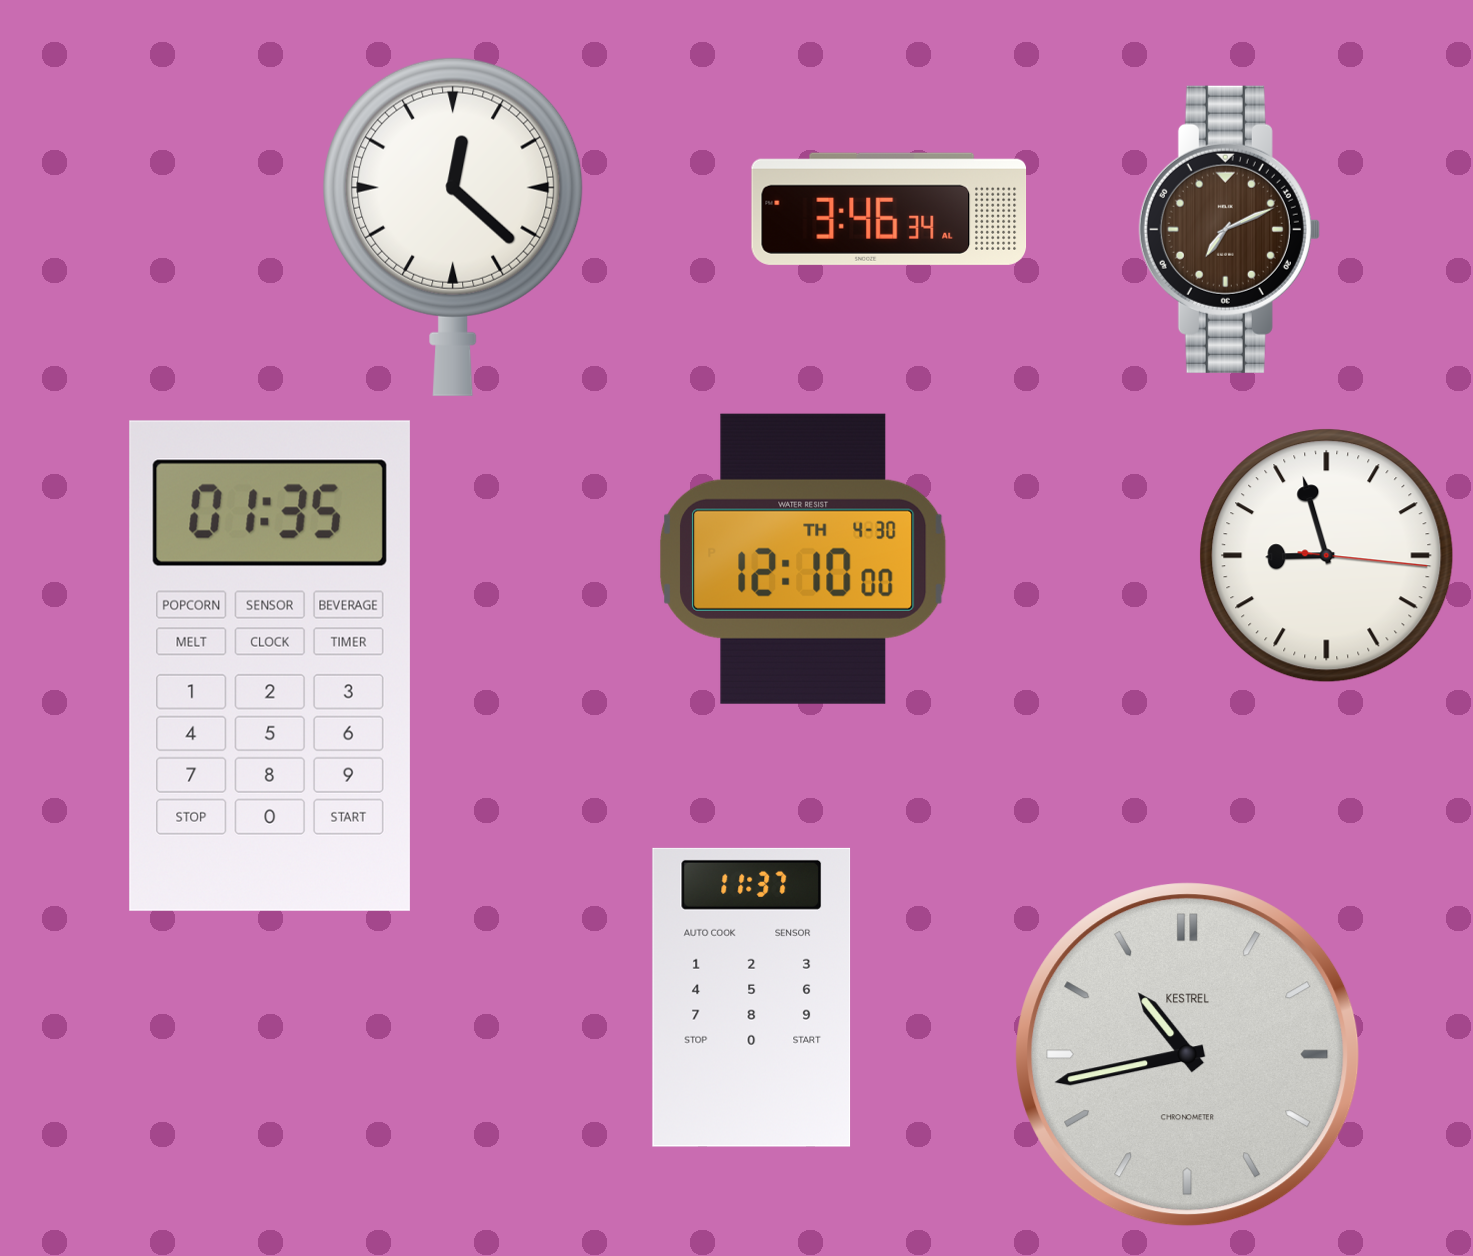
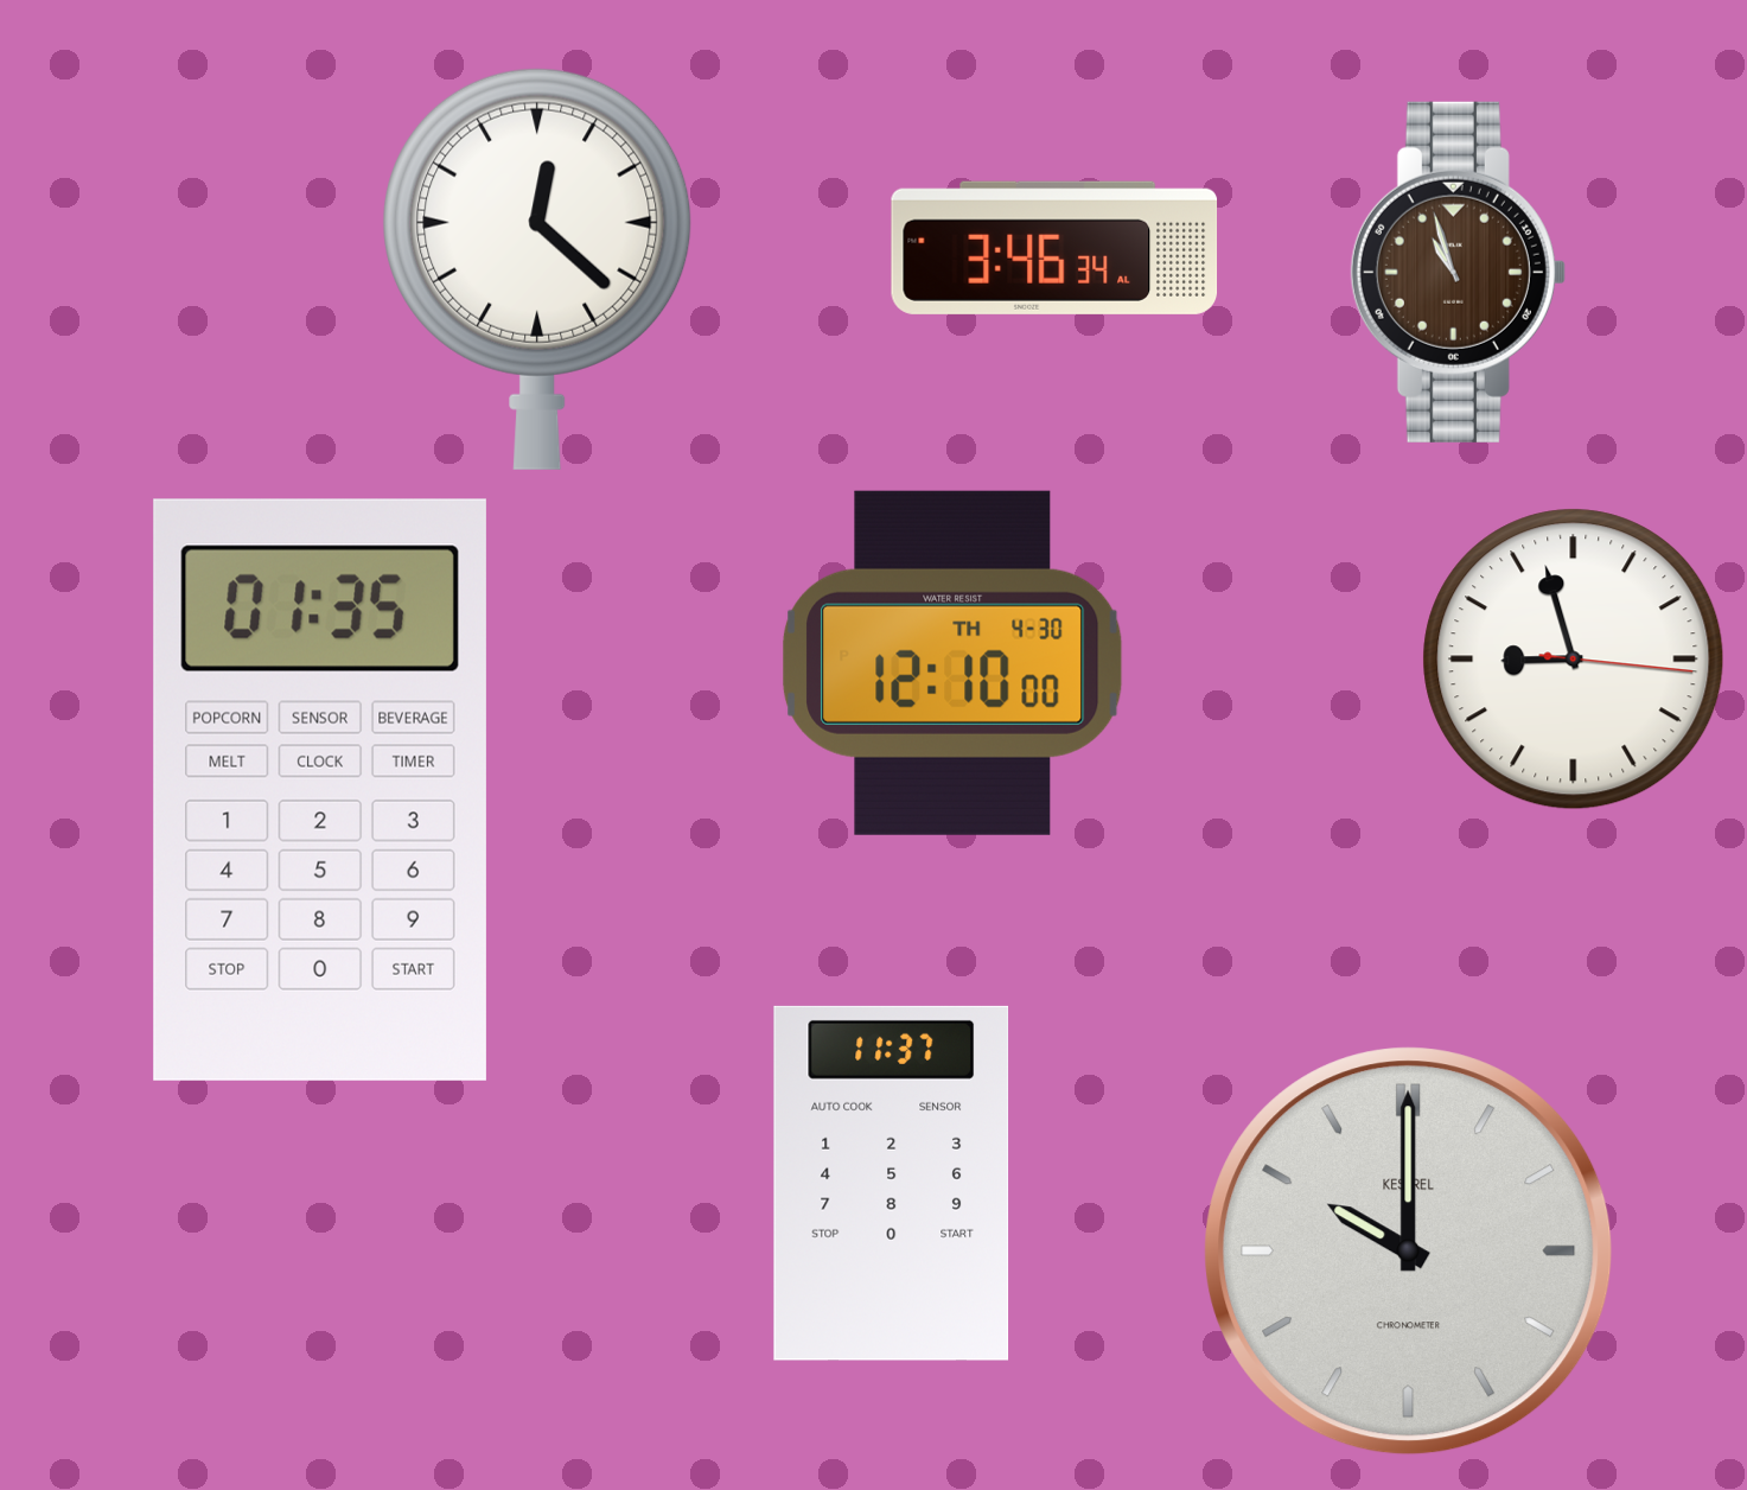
clock at (1229, 229): 7:11 -> 10:57
clock at (1188, 1055): 10:43 -> 10:00
